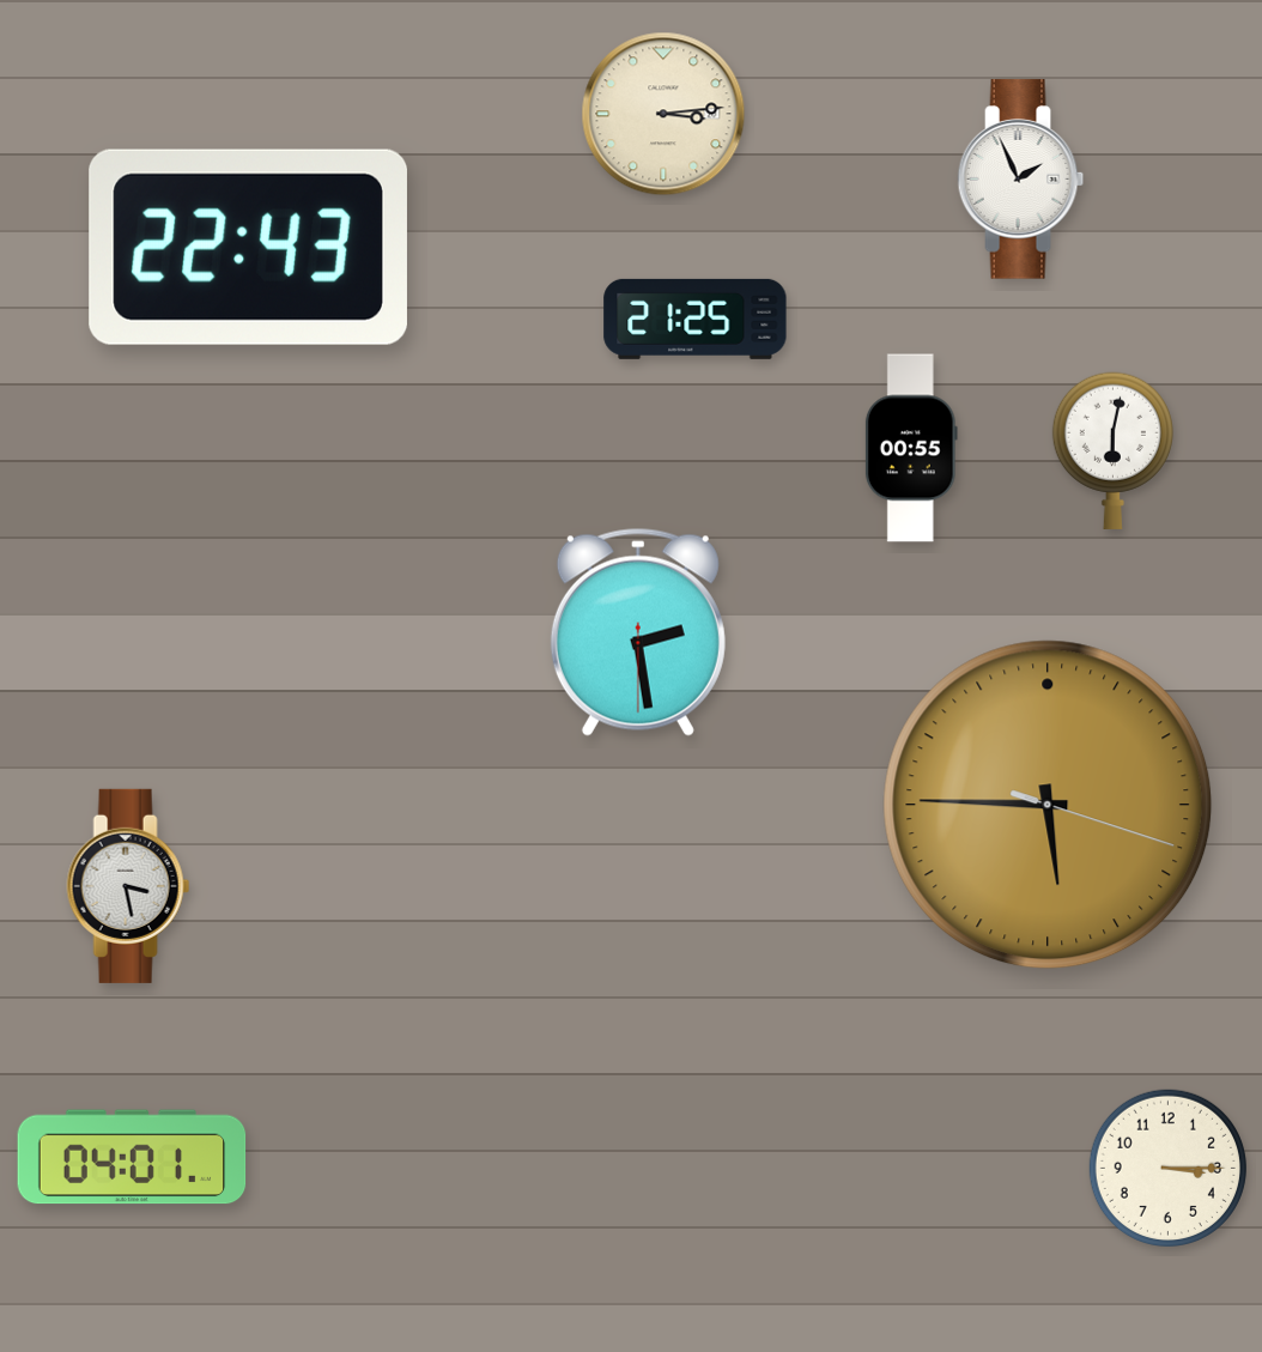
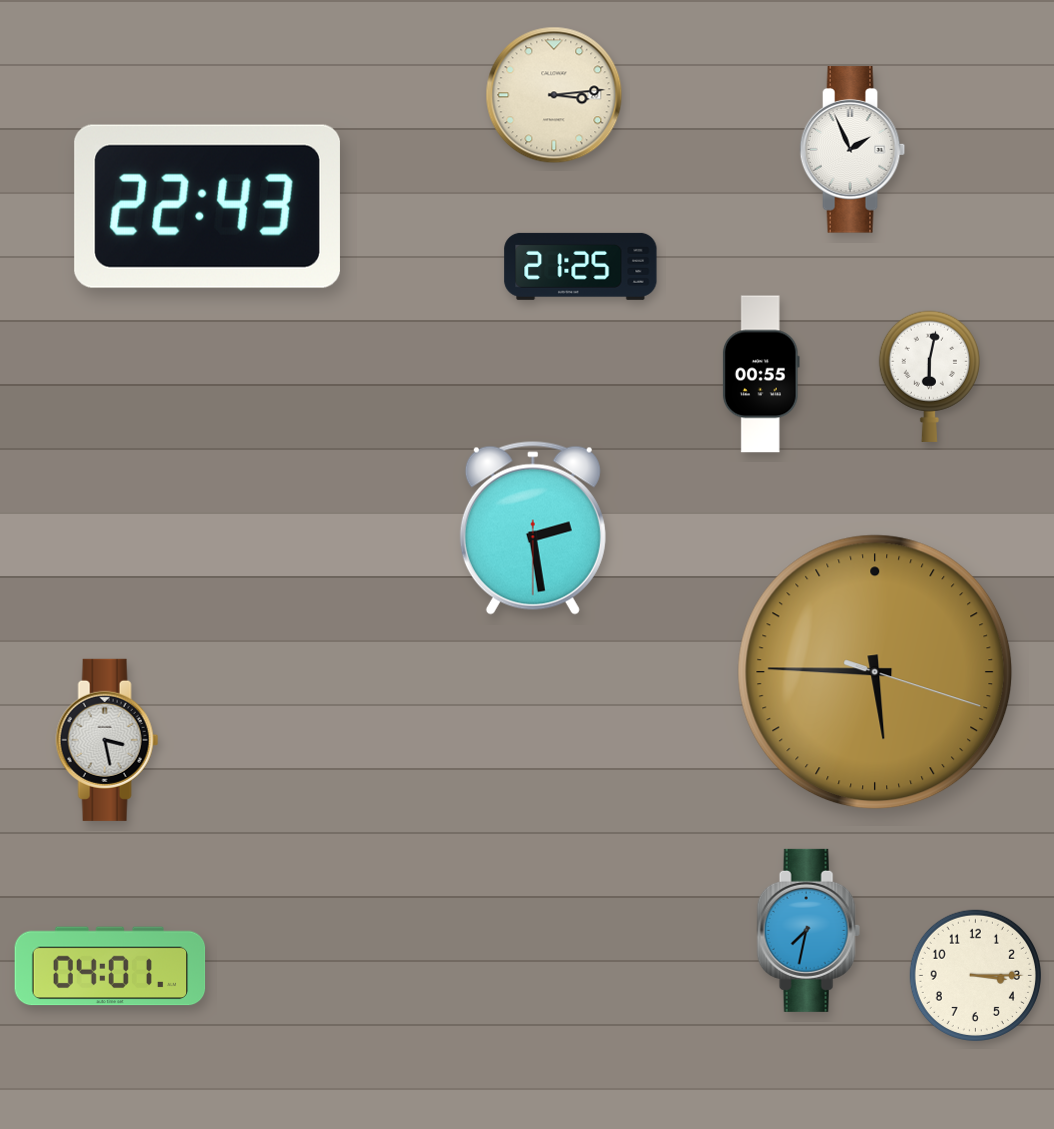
clock at (808, 930): none -> 7:32
